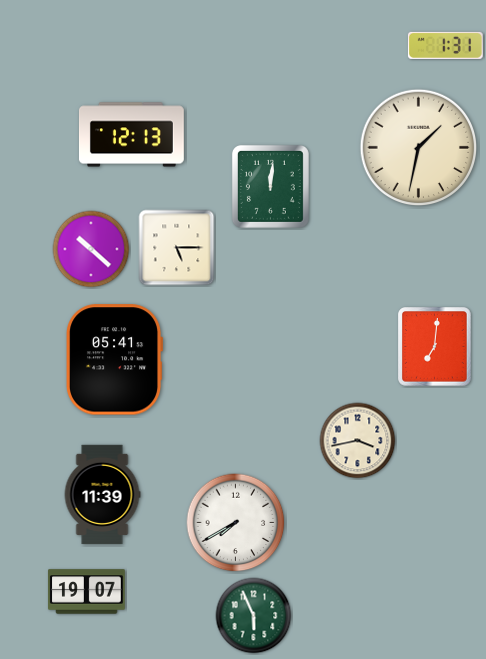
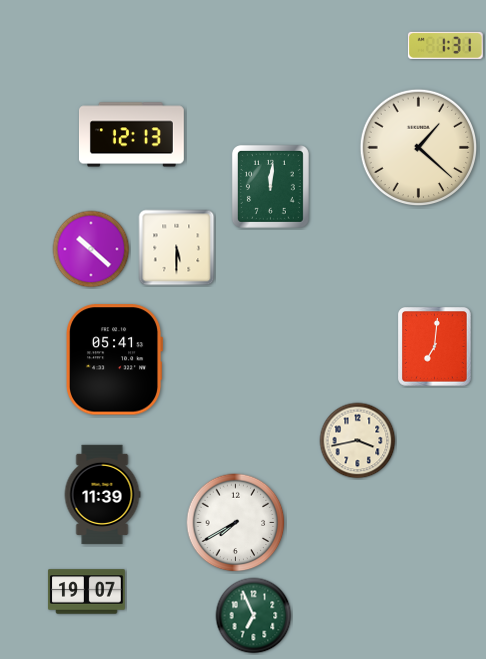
clock at (419, 148): 1:32 -> 1:22
clock at (177, 248): 5:15 -> 5:30
clock at (254, 616): 5:56 -> 6:56
